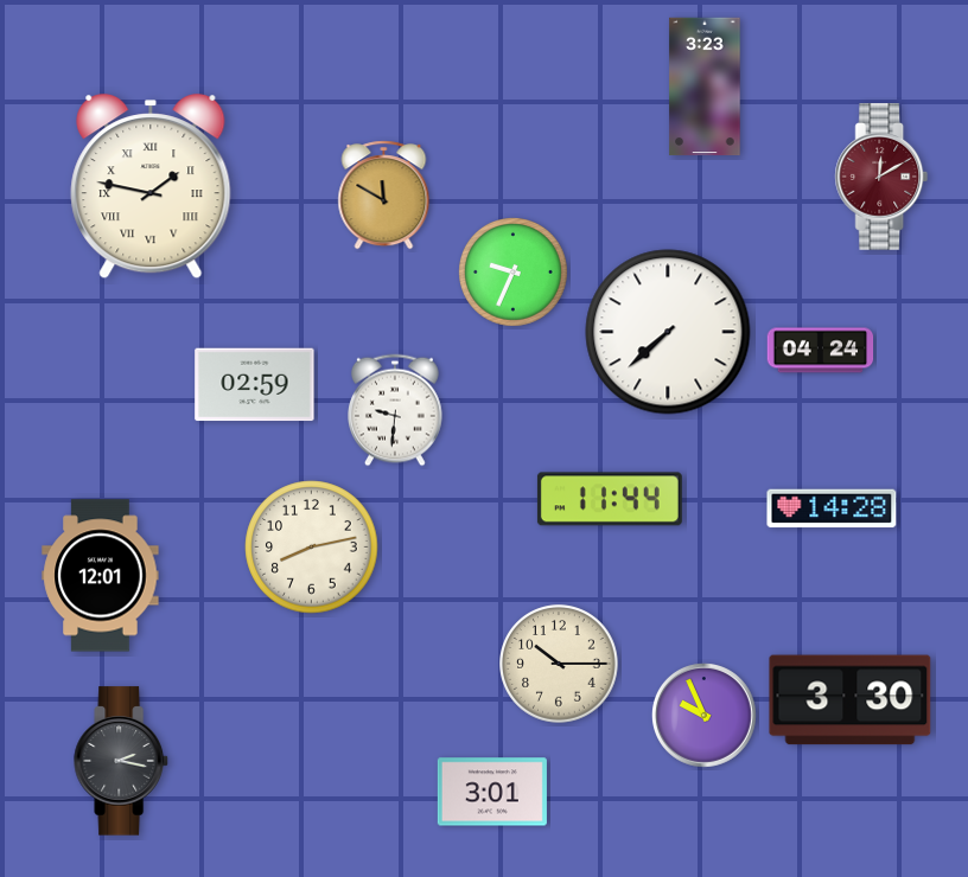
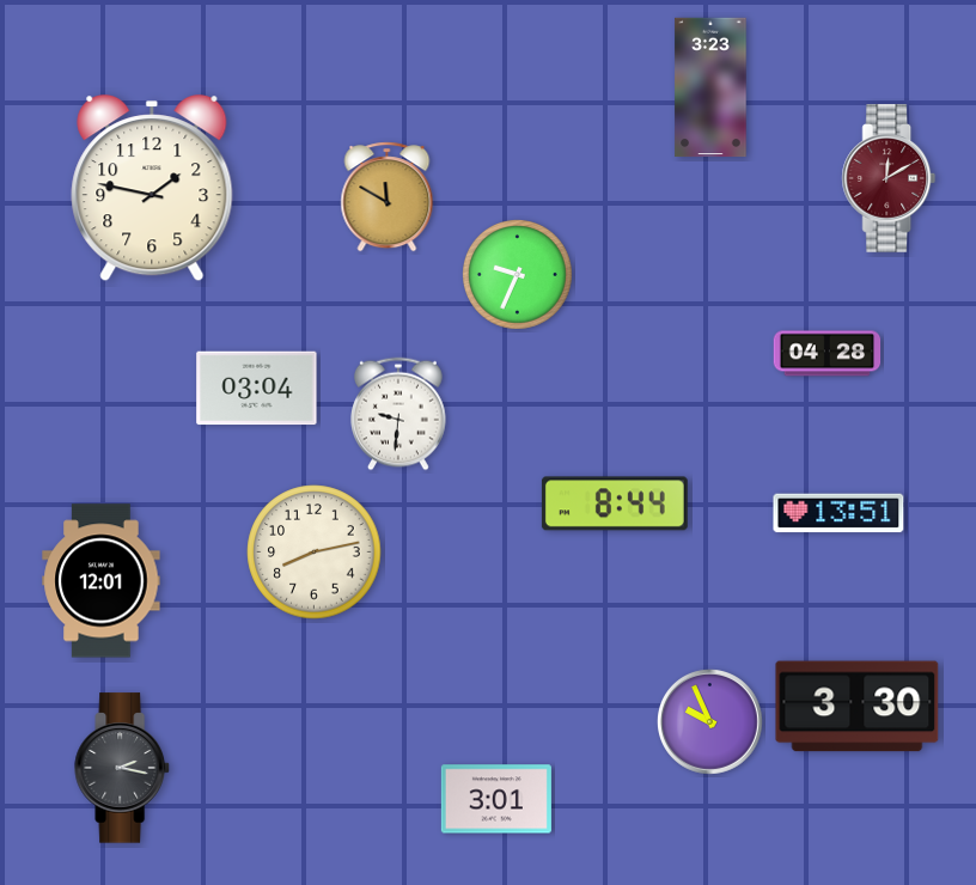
clock at (151, 187) numerals: Roman -> Arabic
clock at (668, 332): 7:38 -> none
clock at (821, 351): 04:24 -> 04:28
clock at (255, 385): 02:59 -> 03:04
clock at (610, 499): 11:44 -> 8:44
clock at (832, 508): 14:28 -> 13:51
clock at (559, 664): 10:15 -> none
